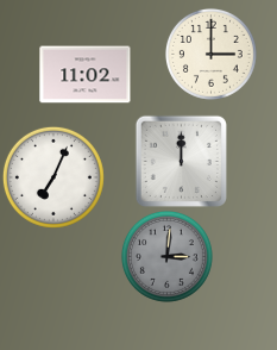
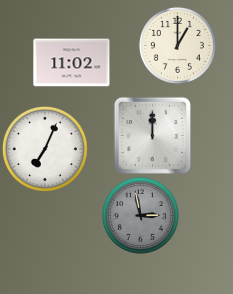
clock at (210, 54): 3:00 -> 1:00
clock at (166, 256): 3:01 -> 2:58
